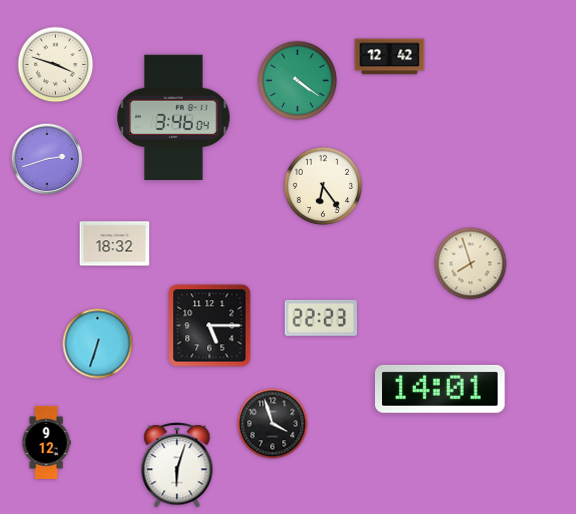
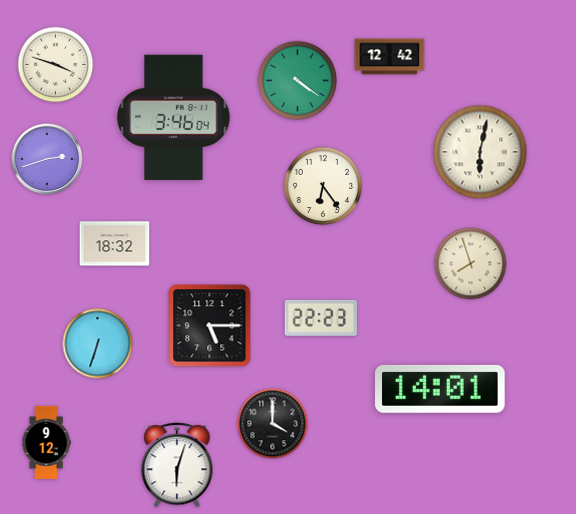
clock at (480, 152): none -> 6:02
clock at (273, 424): 3:57 -> 4:00
